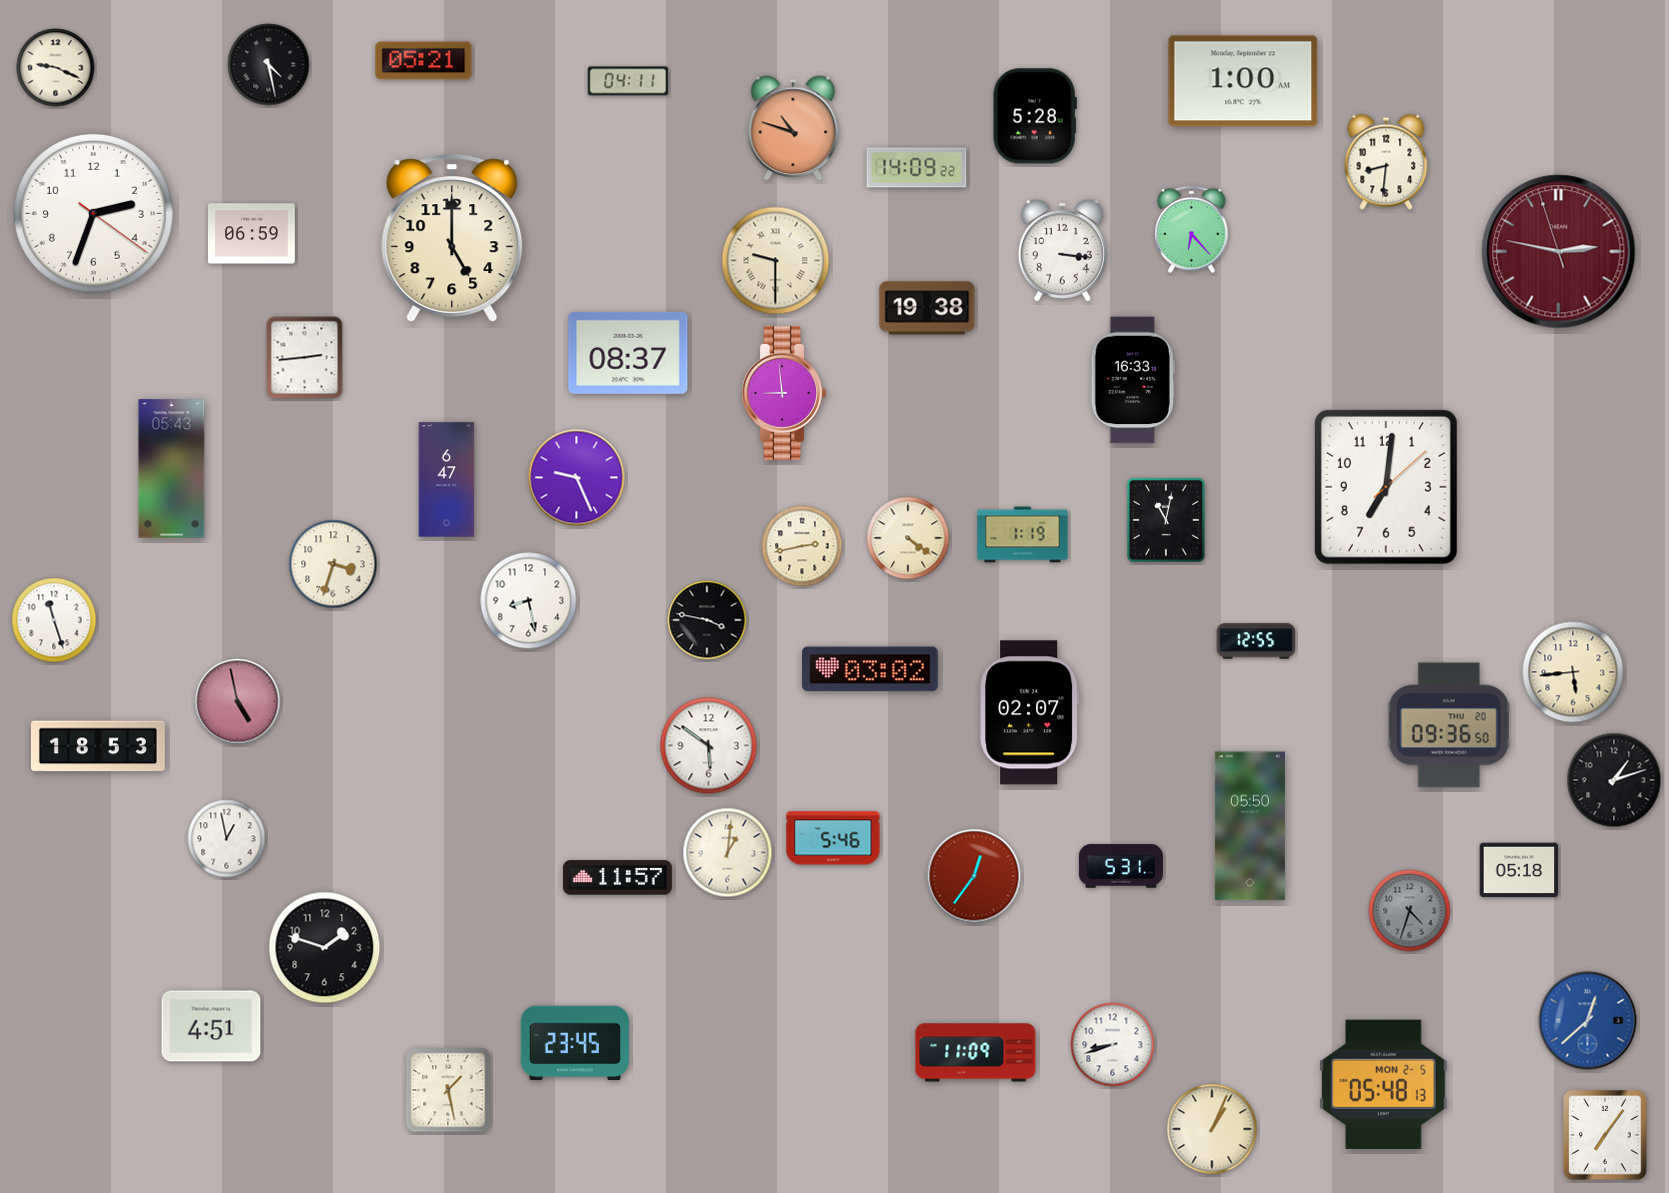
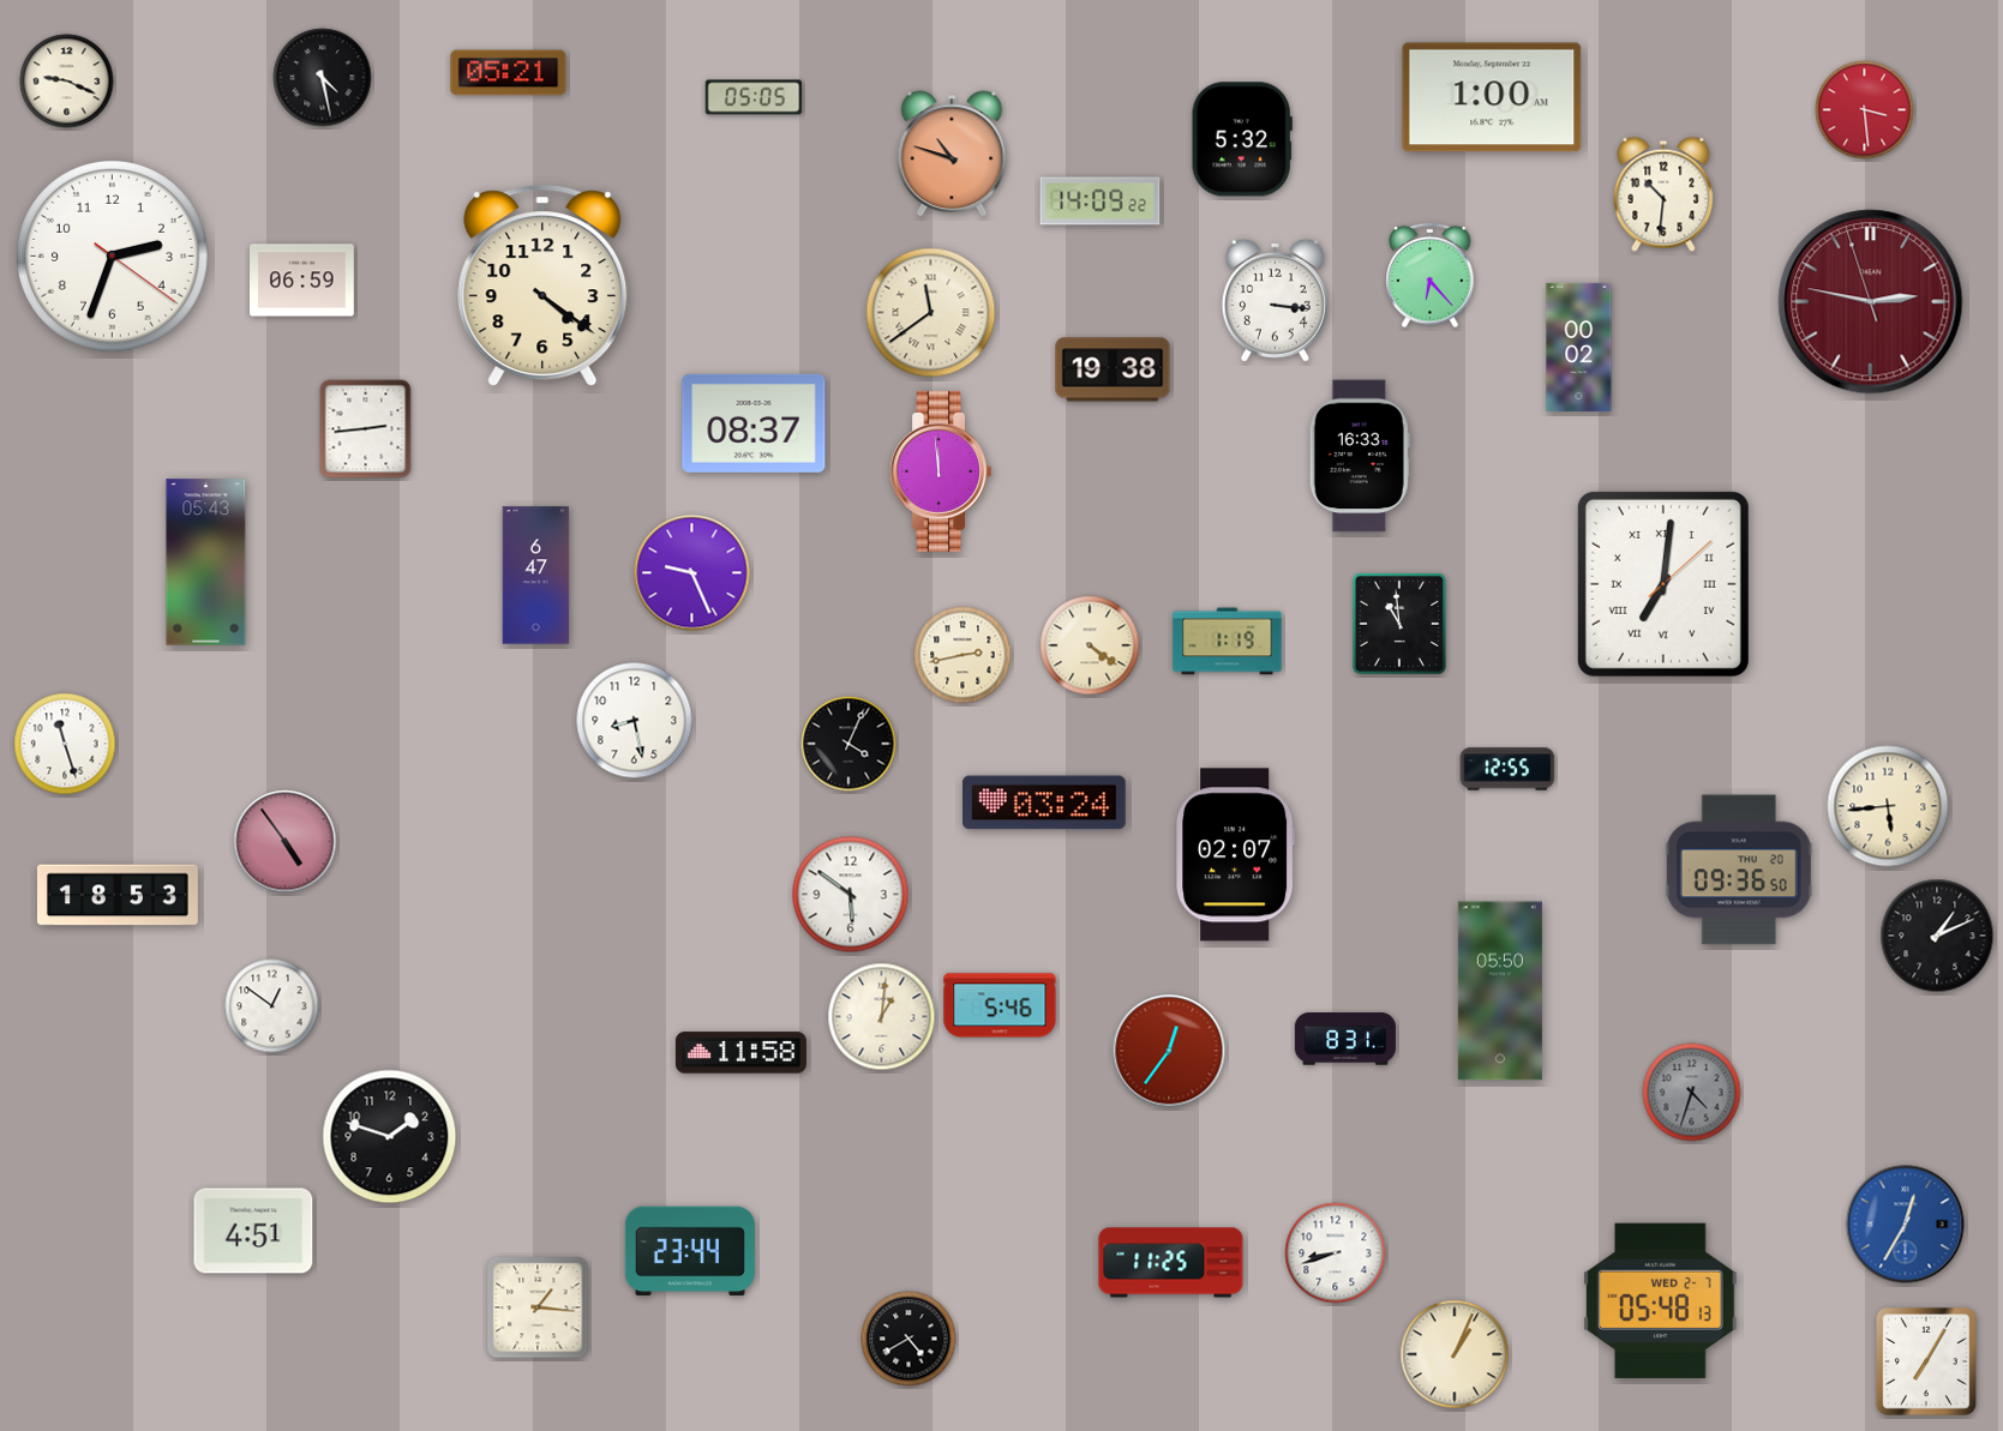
clock at (628, 81): 04:11 -> 05:05
clock at (1865, 110): none -> 3:29
clock at (1035, 116): 5:28 -> 5:32
clock at (1386, 162): 8:31 -> 10:31
clock at (452, 239): 5:00 -> 4:21
clock at (776, 261): 9:30 -> 11:39
clock at (1579, 347): none -> 00:02
clock at (783, 393): 8:59 -> 11:59
clock at (1386, 487) numerals: Arabic -> Roman
clock at (1166, 520): 11:02 -> 10:59
clock at (333, 564): 3:33 -> none
clock at (707, 620): 3:47 -> 4:04
clock at (871, 669): 03:02 -> 03:24
clock at (238, 702): 4:58 -> 4:54
clock at (1614, 780): 1:12 -> 1:11
clock at (227, 839): 12:58 -> 12:51
clock at (728, 853) position: (728, 853) -> (882, 1017)
clock at (1121, 866): 5:31 -> 8:31
clock at (1519, 870): 05:18 -> none
clock at (617, 878): 11:57 -> 11:58
clock at (1588, 1021): 12:38 -> 12:35
clock at (575, 1043): 23:45 -> 23:44
clock at (976, 1053): 11:09 -> 11:25
clock at (1384, 1084) date: MON 2-5 -> WED 2-7
clock at (448, 1090): 1:28 -> 1:16
clock at (908, 1339): none -> 4:40
clock at (1606, 1135): 7:06 -> 7:05
